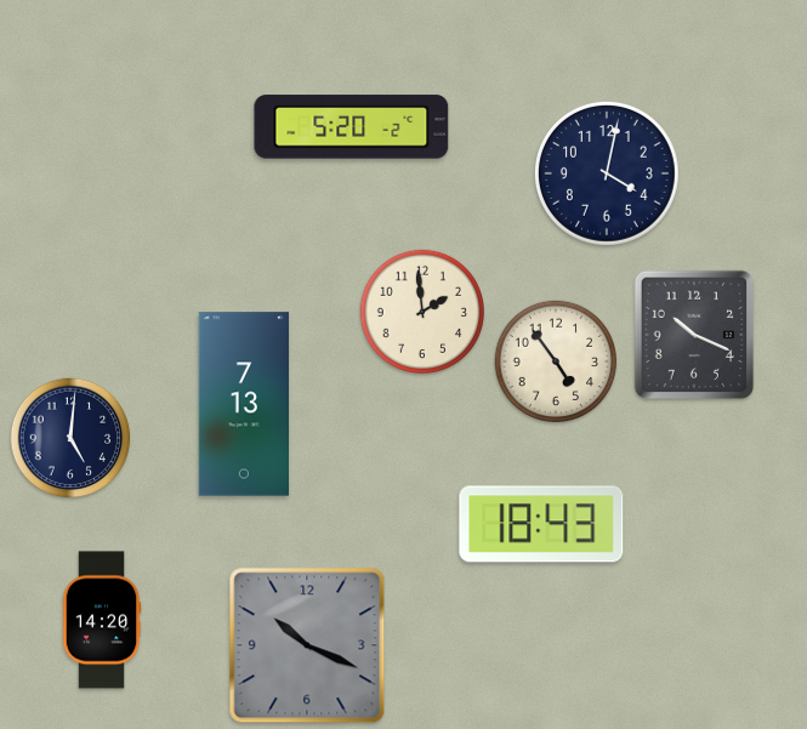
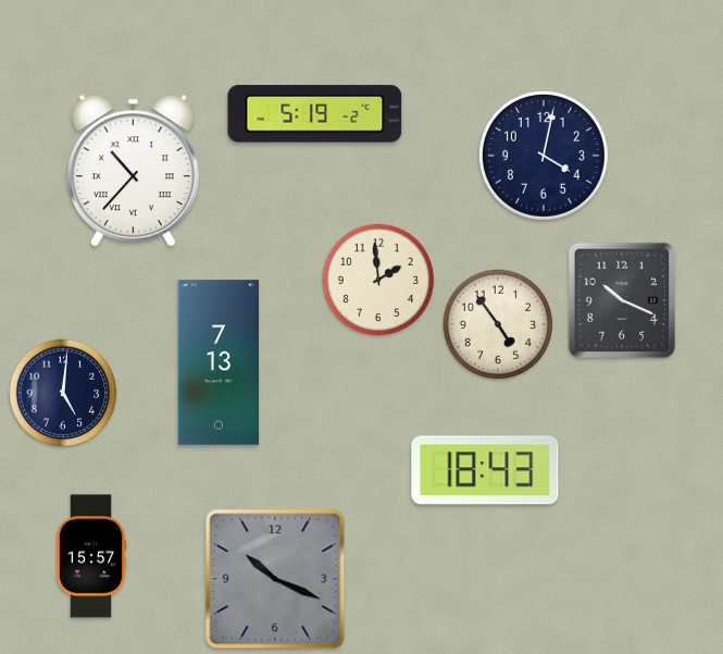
clock at (352, 127): 5:20 -> 5:19
clock at (133, 171): none -> 10:37
clock at (102, 620): 14:20 -> 15:57
